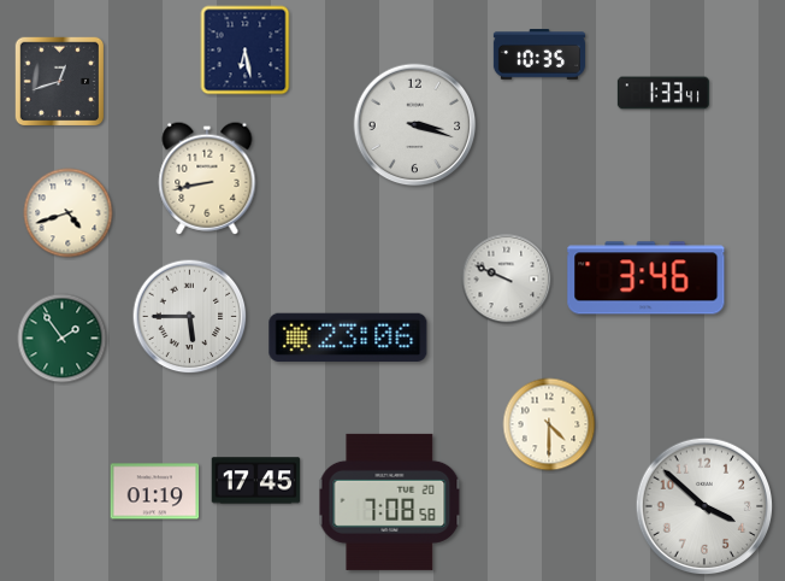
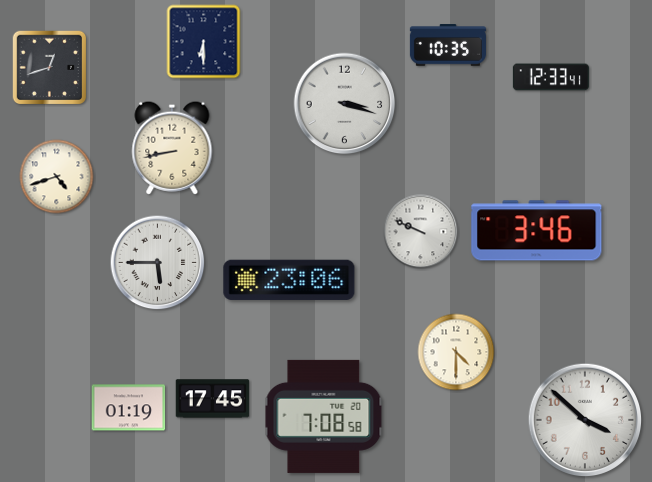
clock at (246, 51): 6:28 -> 6:30
clock at (663, 93): 1:33 -> 12:33
clock at (63, 339): 1:54 -> none
